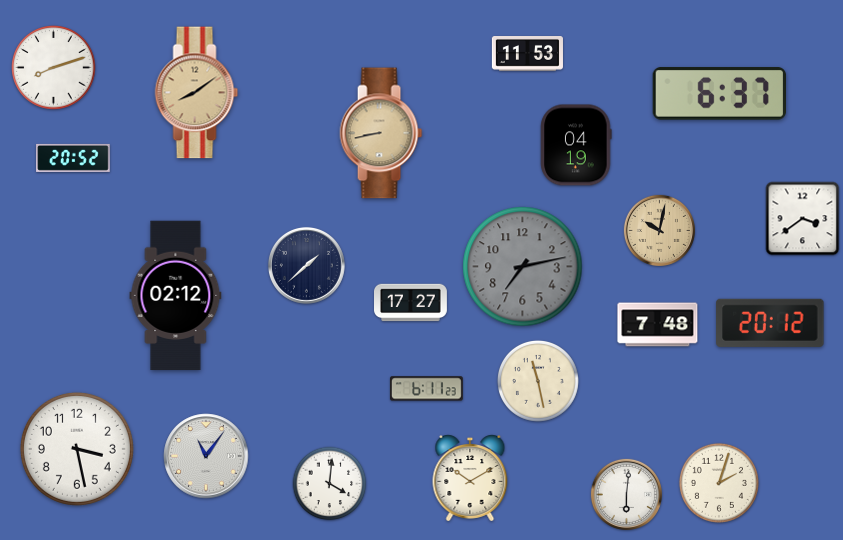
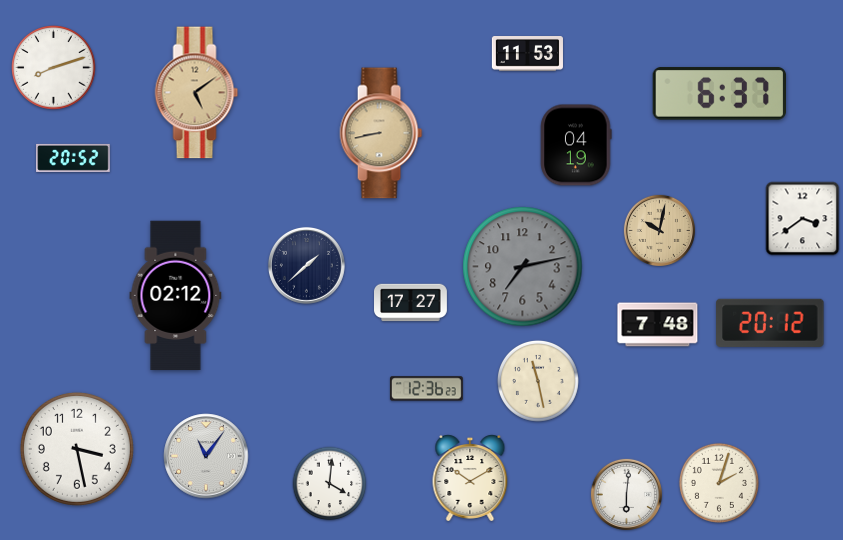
clock at (197, 93): 8:09 -> 5:09
clock at (426, 389): 6:11 -> 12:36
